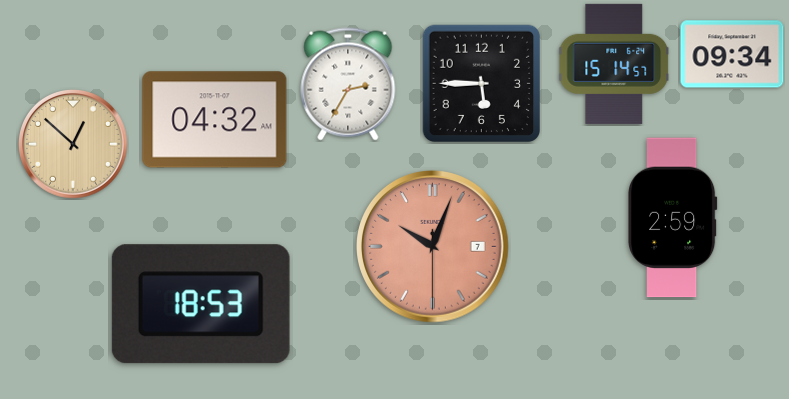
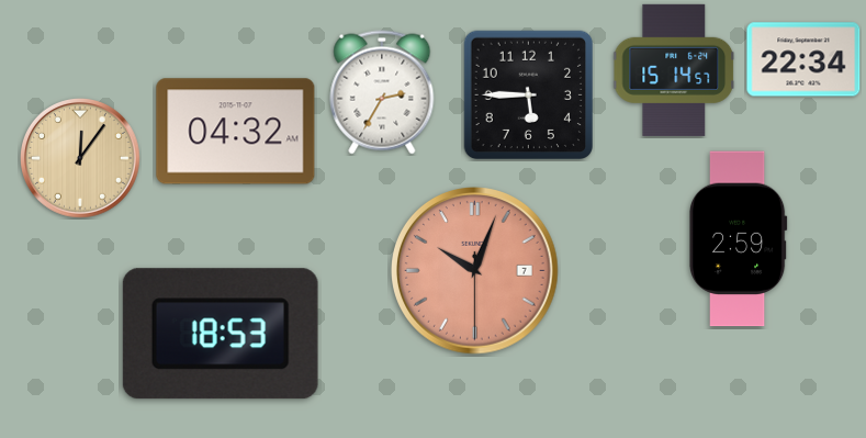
clock at (732, 54): 09:34 -> 22:34
clock at (481, 84) position: (481, 84) -> (528, 96)
clock at (74, 145): 12:52 -> 12:06
